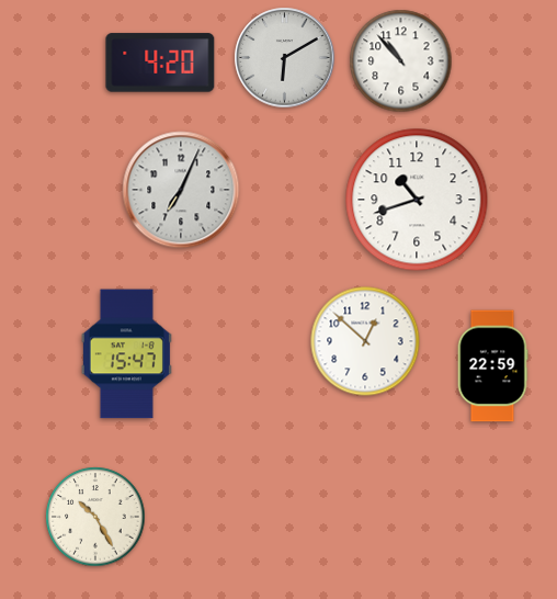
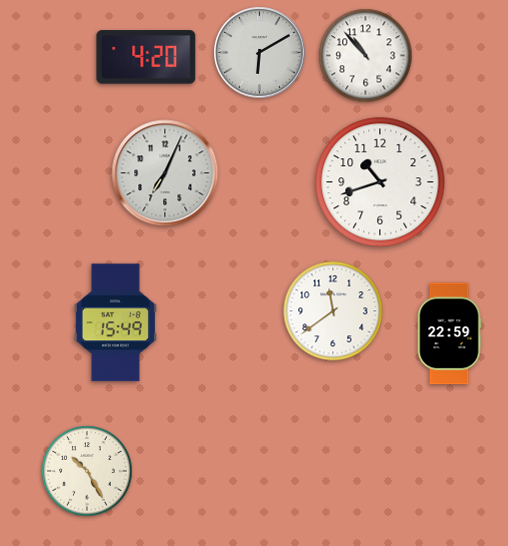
clock at (365, 341): 12:52 -> 11:39
clock at (126, 354): 15:47 -> 15:49
